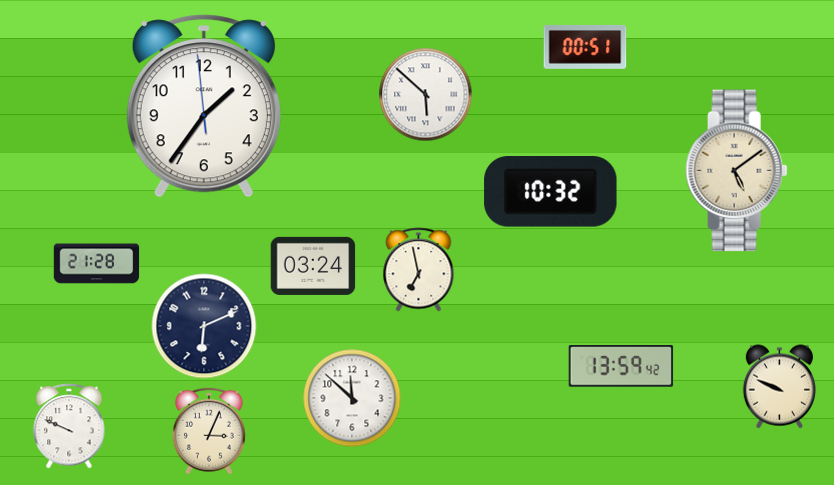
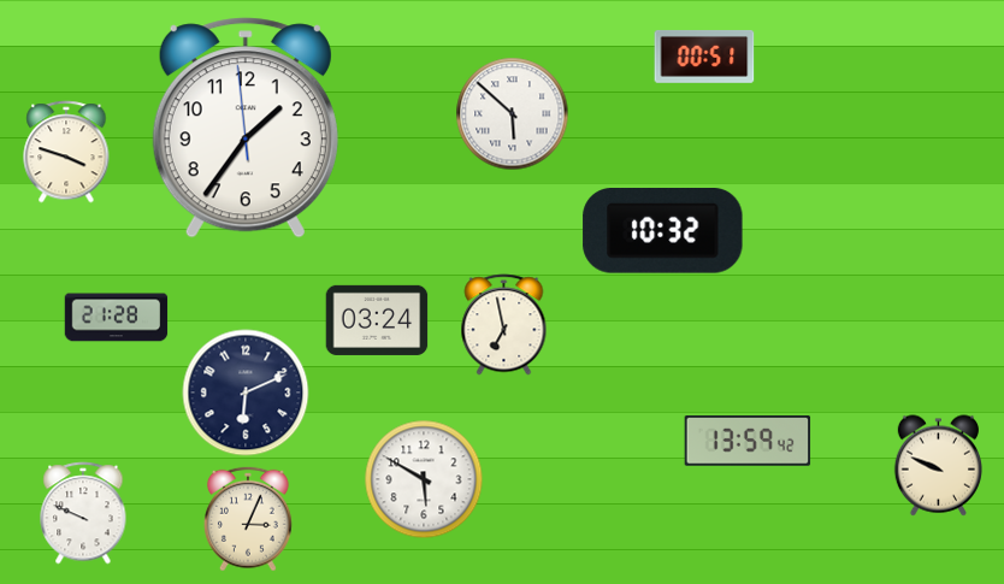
clock at (66, 152): none -> 3:48
clock at (737, 171): 5:09 -> none
clock at (352, 398): 11:52 -> 5:50
clock at (209, 431) position: (209, 431) -> (248, 519)
